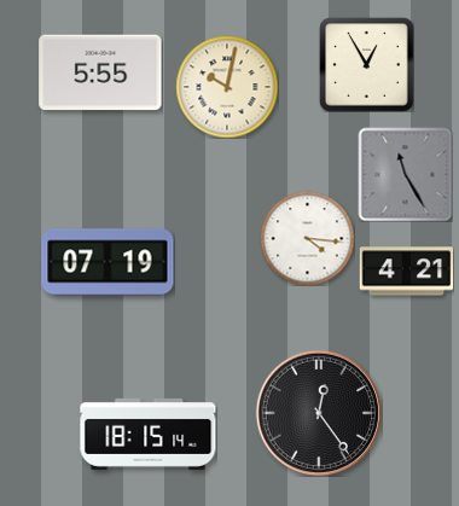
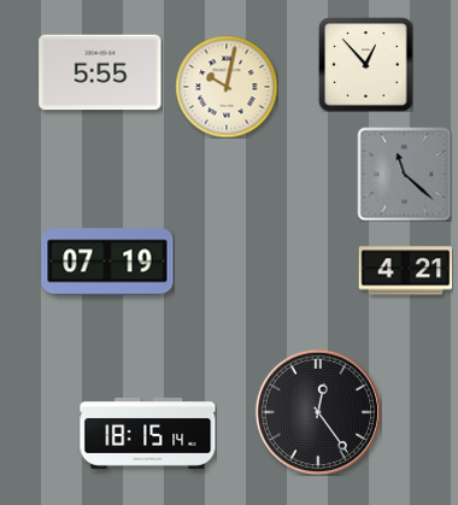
clock at (366, 64): 12:55 -> 12:53
clock at (405, 174): 11:25 -> 11:22
clock at (307, 238): 4:16 -> none
